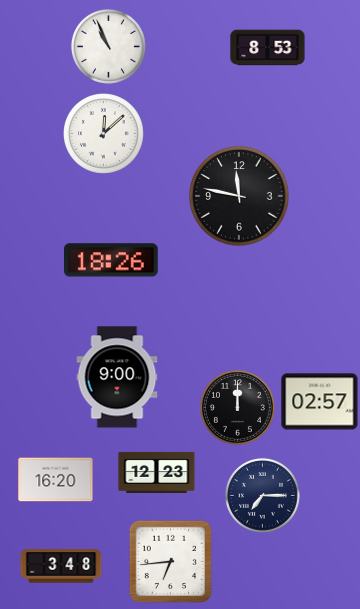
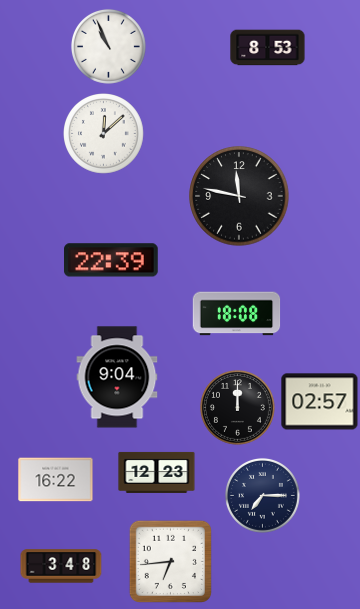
clock at (112, 260): 18:26 -> 22:39
clock at (237, 314): none -> 18:08
clock at (117, 377): 9:00 -> 9:04
clock at (56, 480): 16:20 -> 16:22
